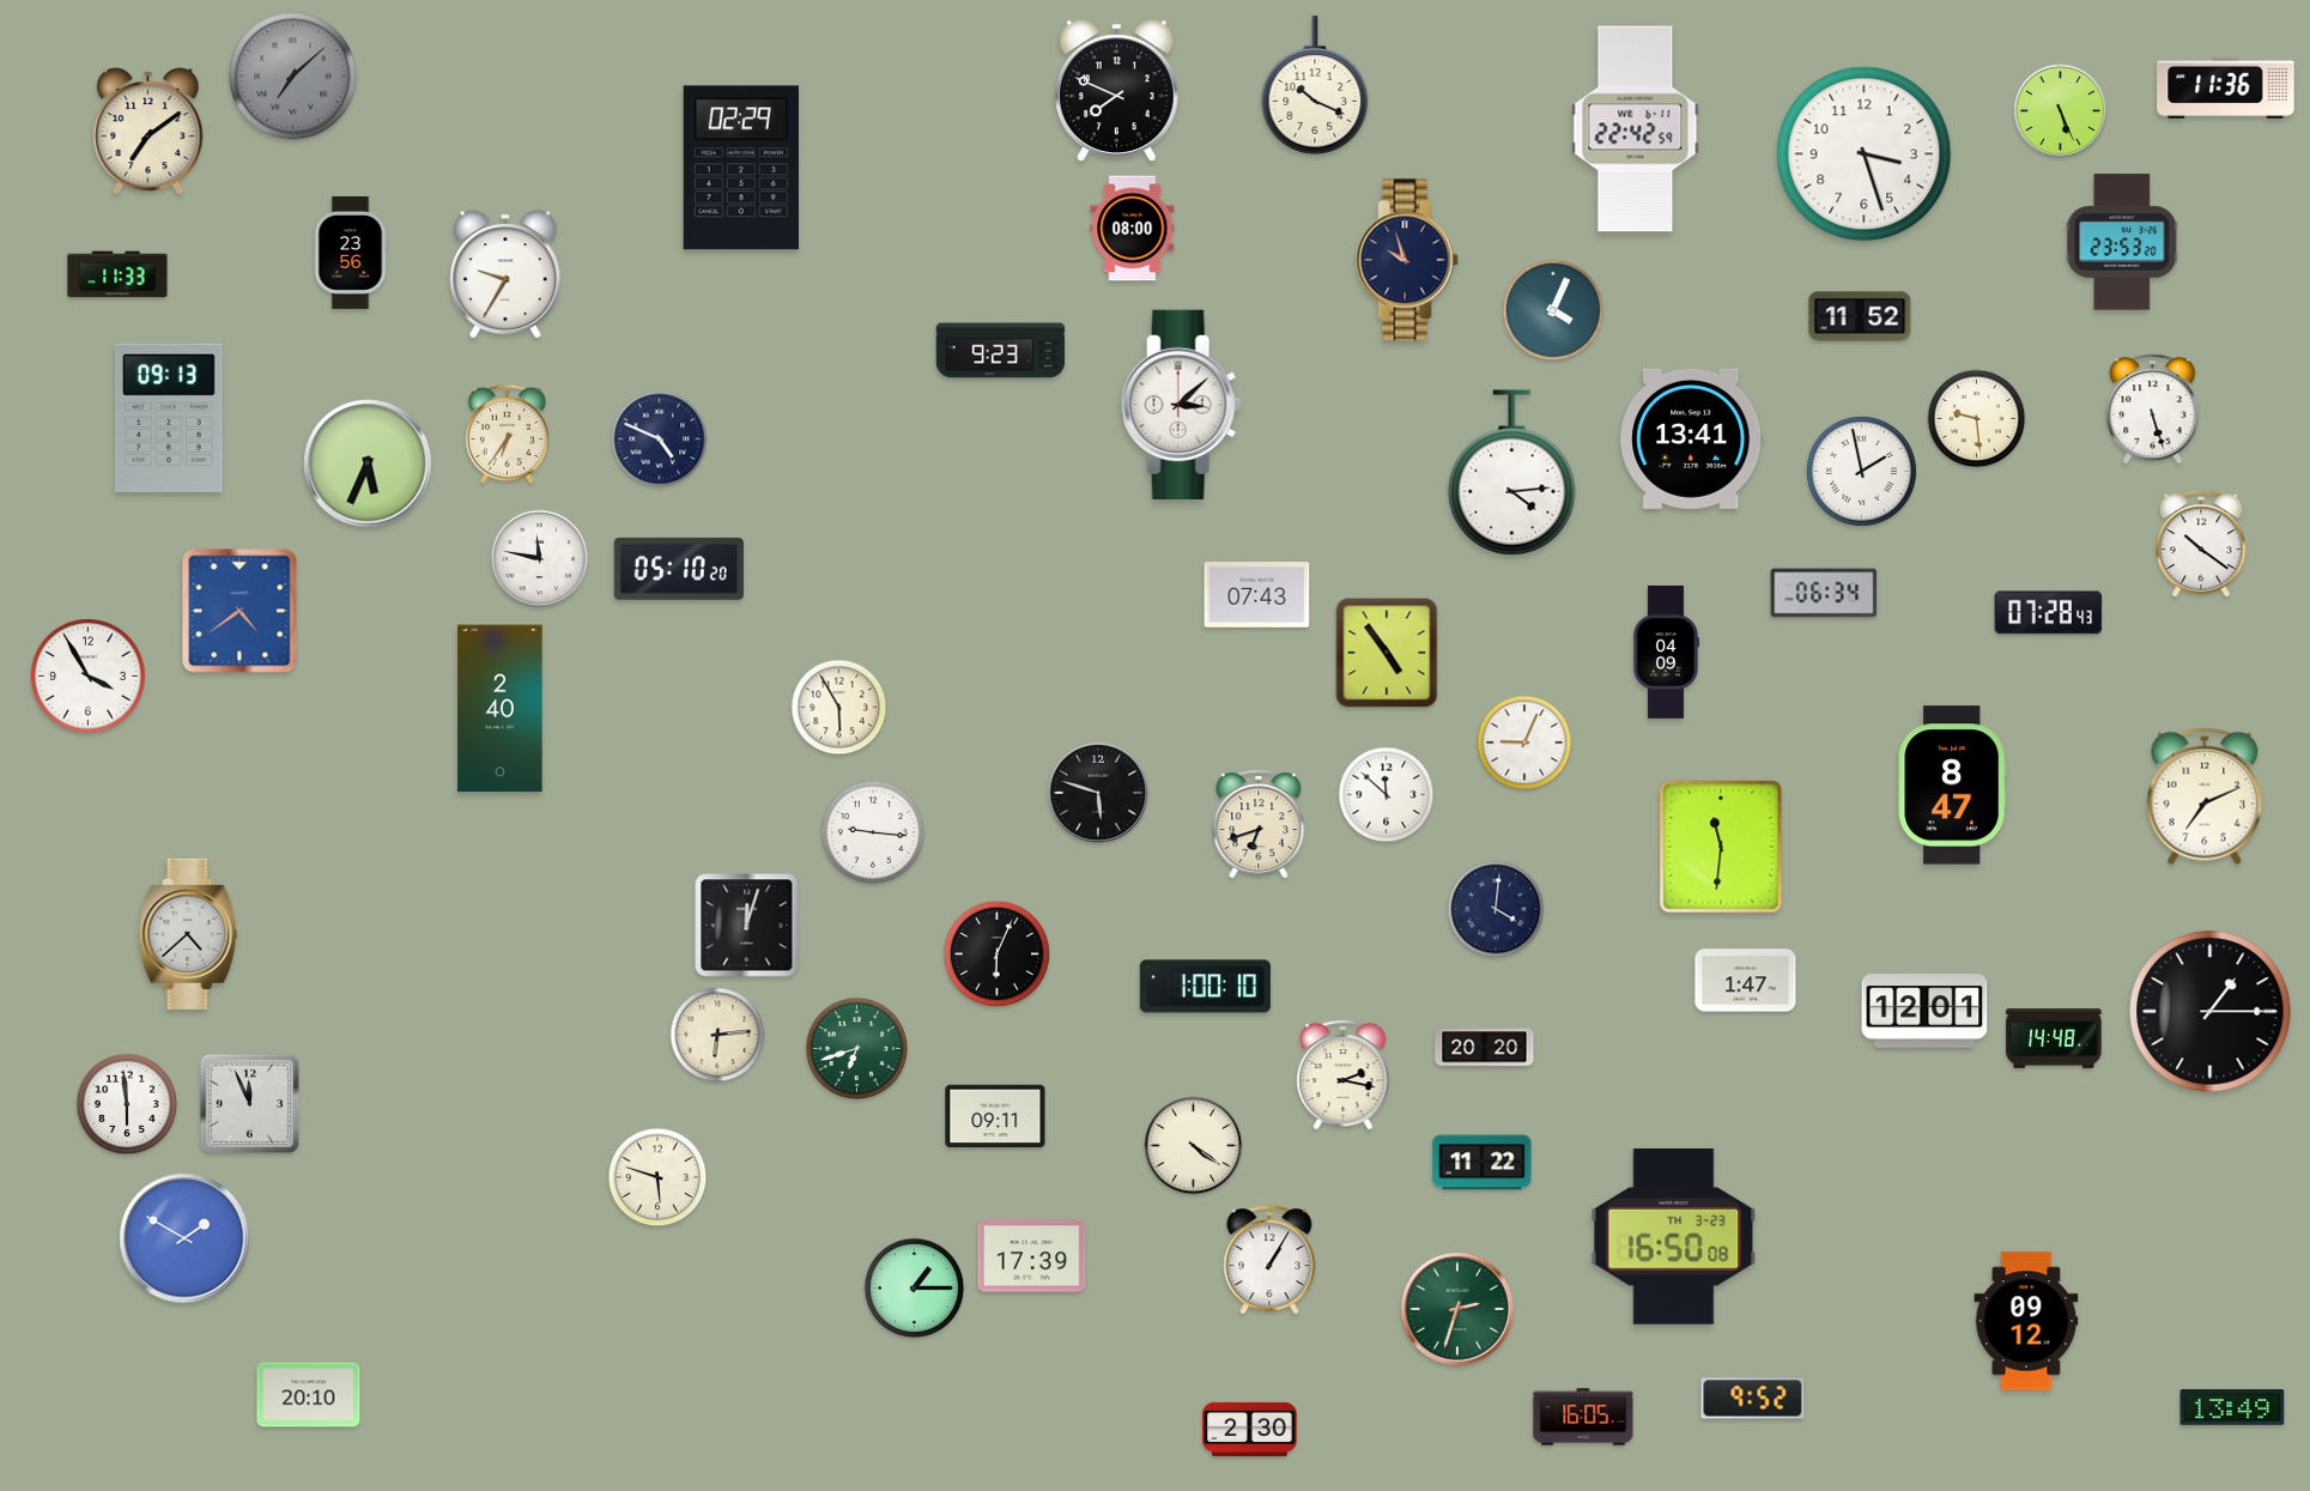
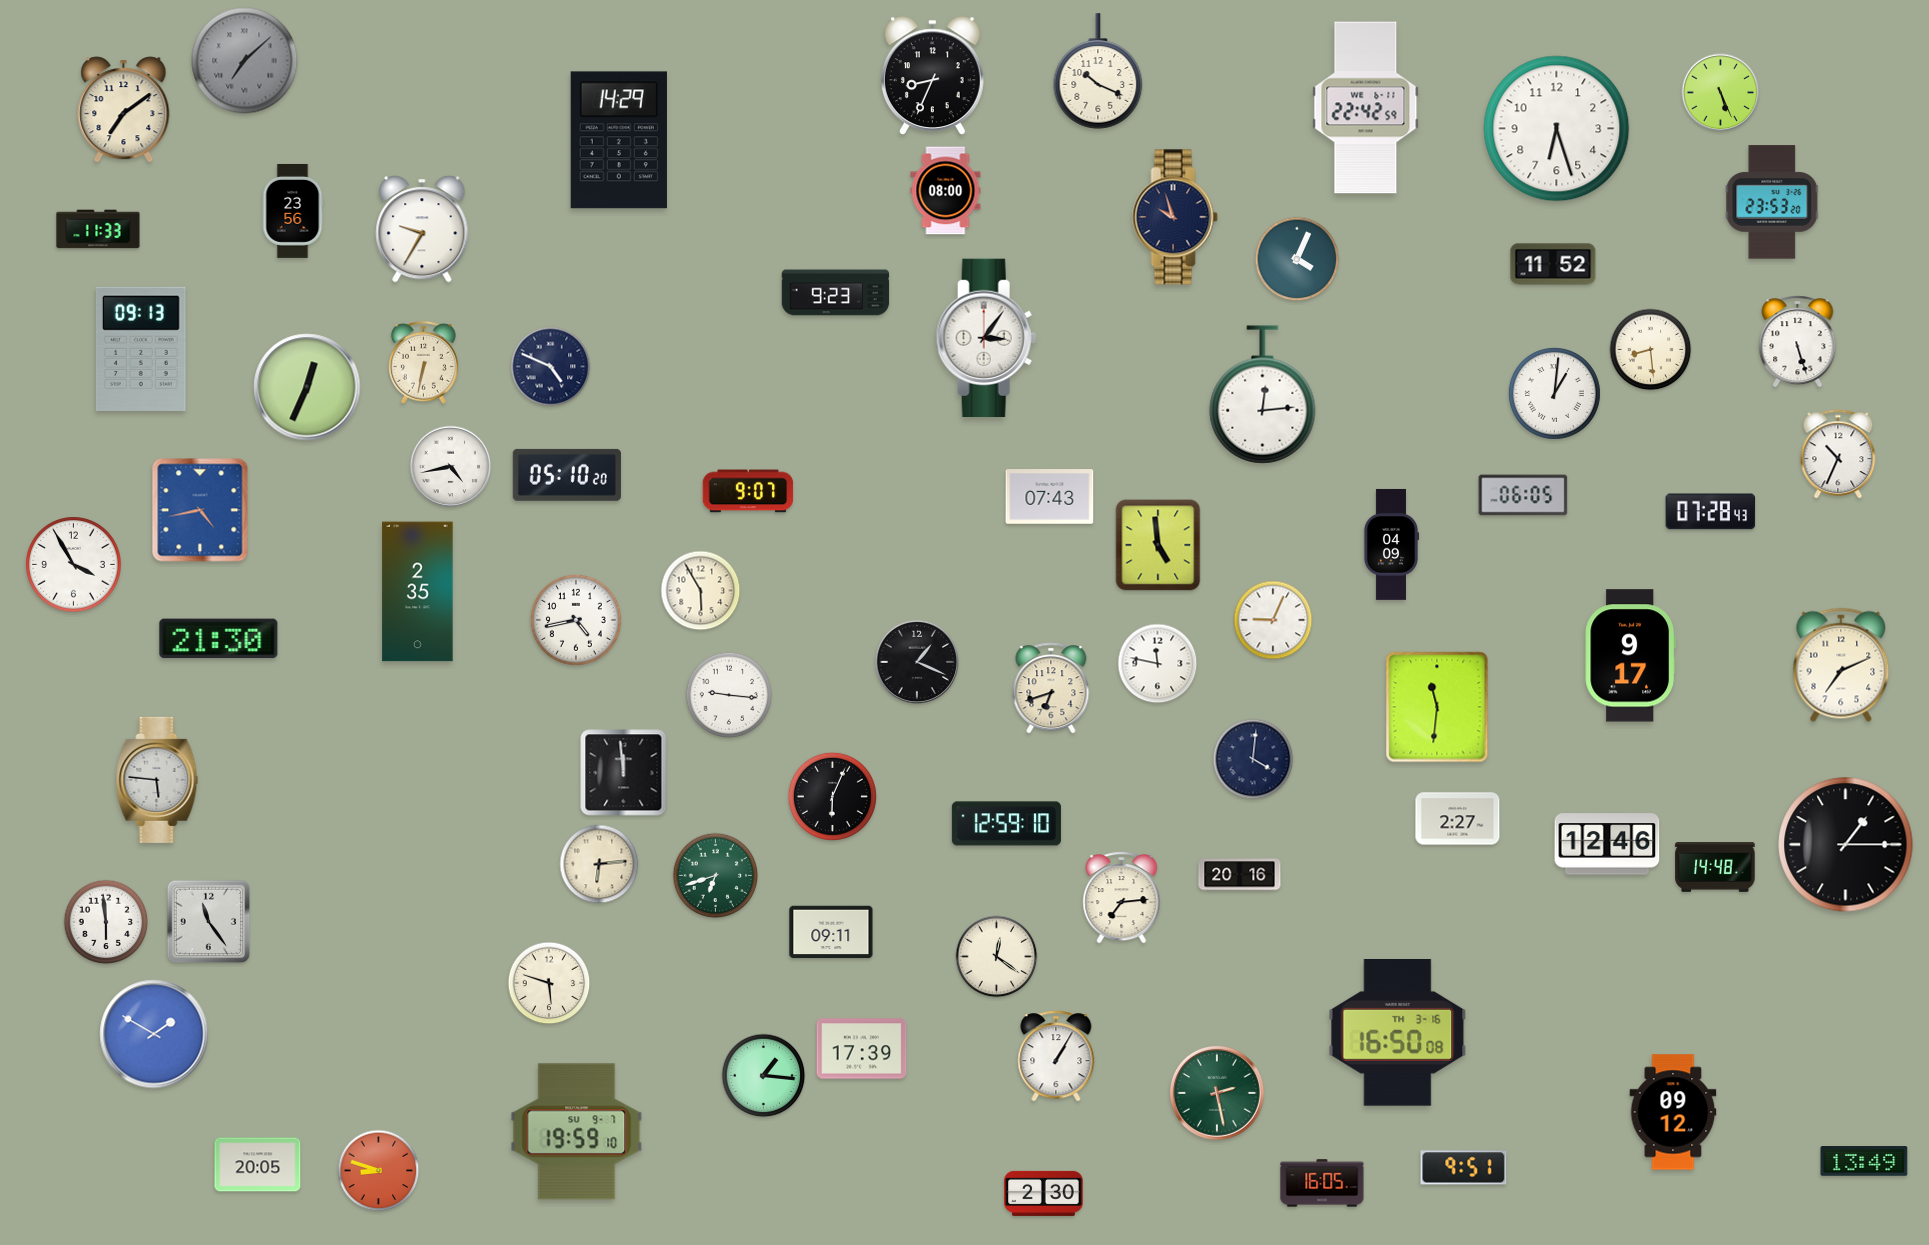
clock at (293, 77) position: (293, 77) -> (245, 61)
clock at (2226, 87): 11:36 -> none
clock at (1117, 90): 7:49 -> 8:34
clock at (1865, 154): 3:27 -> 6:27
clock at (741, 168): 02:29 -> 14:29
clock at (1181, 404): 3:08 -> 3:06
clock at (1977, 419): 9:29 -> 8:29
clock at (507, 434): 6:36 -> 6:32
clock at (1692, 438): 13:41 -> none
clock at (368, 463): 5:34 -> 12:34
clock at (1861, 471): 1:58 -> 1:01
clock at (1512, 473): 4:14 -> 12:14
clock at (2201, 545): 10:21 -> 10:34
clock at (540, 559): 11:47 -> 4:43
clock at (748, 491): none -> 9:07
clock at (1824, 593): 06:34 -> 06:05
clock at (240, 611): 4:39 -> 4:43
clock at (1387, 653): 4:54 -> 4:59
clock at (501, 709): 2:40 -> 2:35
clock at (576, 620): none -> 4:43
clock at (219, 639): none -> 21:30
clock at (1952, 786): 8:47 -> 9:17
clock at (1097, 792): 5:48 -> 1:19
clock at (1387, 795): 11:52 -> 11:47
clock at (1496, 909) position: (1496, 909) -> (1253, 759)
clock at (747, 926): 12:03 -> 11:59
clock at (188, 934): 4:38 -> 5:46
clock at (1746, 981): 1:47 -> 2:27
clock at (1205, 987): 1:00 -> 12:59
clock at (1924, 1011): 12:01 -> 12:46
clock at (1485, 1048): 20:20 -> 20:16
clock at (1344, 1075): 2:17 -> 7:14
clock at (250, 1104): 11:56 -> 11:24
clock at (1194, 1146): 4:21 -> 12:21
clock at (1483, 1163): 11:22 -> none
clock at (1674, 1237) date: TH 3-23 -> TH 3-16
clock at (1269, 1260) position: (1269, 1260) -> (1056, 1056)
clock at (915, 1289): 1:15 -> 1:16
clock at (1457, 1309): 2:33 -> 2:28
clock at (2026, 1321) position: (2026, 1321) -> (1673, 1112)
clock at (577, 1132): none -> 19:59
clock at (309, 1395): 20:10 -> 20:05
clock at (1753, 1399): 9:52 -> 9:51
clock at (379, 1171): none -> 8:48
clock at (2232, 1407) position: (2232, 1407) -> (1864, 1161)
